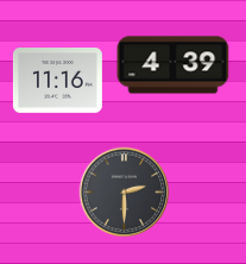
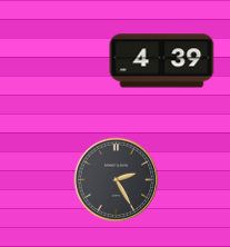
clock at (57, 81): 11:16 -> none
clock at (125, 193): 2:30 -> 2:25
